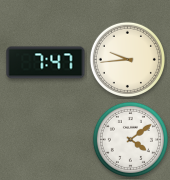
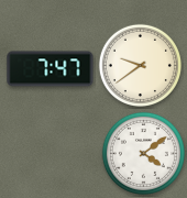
clock at (127, 59): 9:44 -> 9:39
